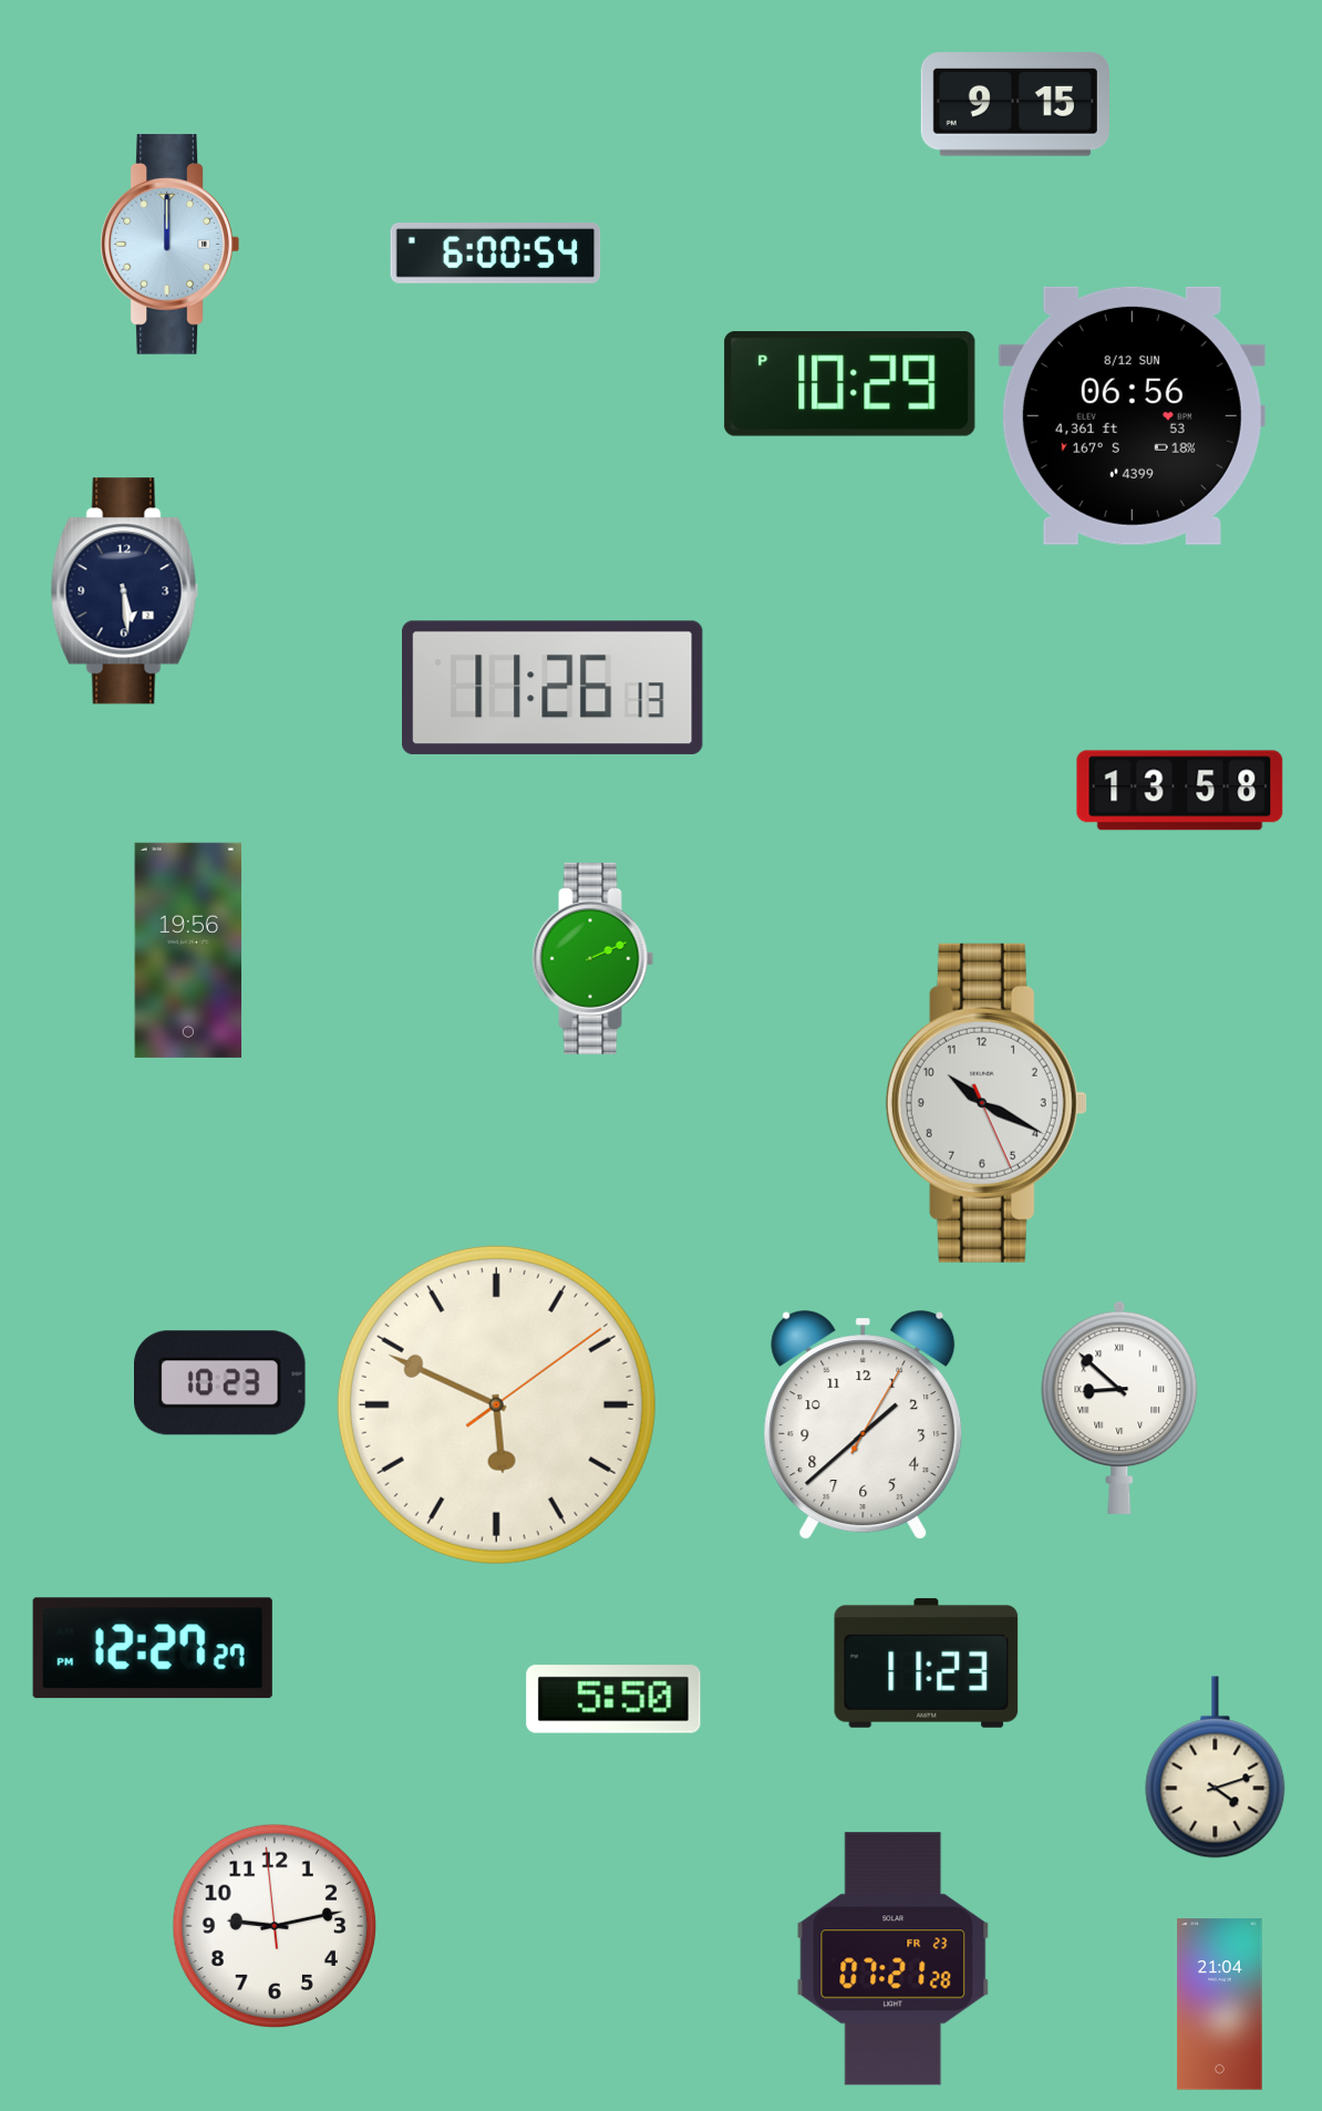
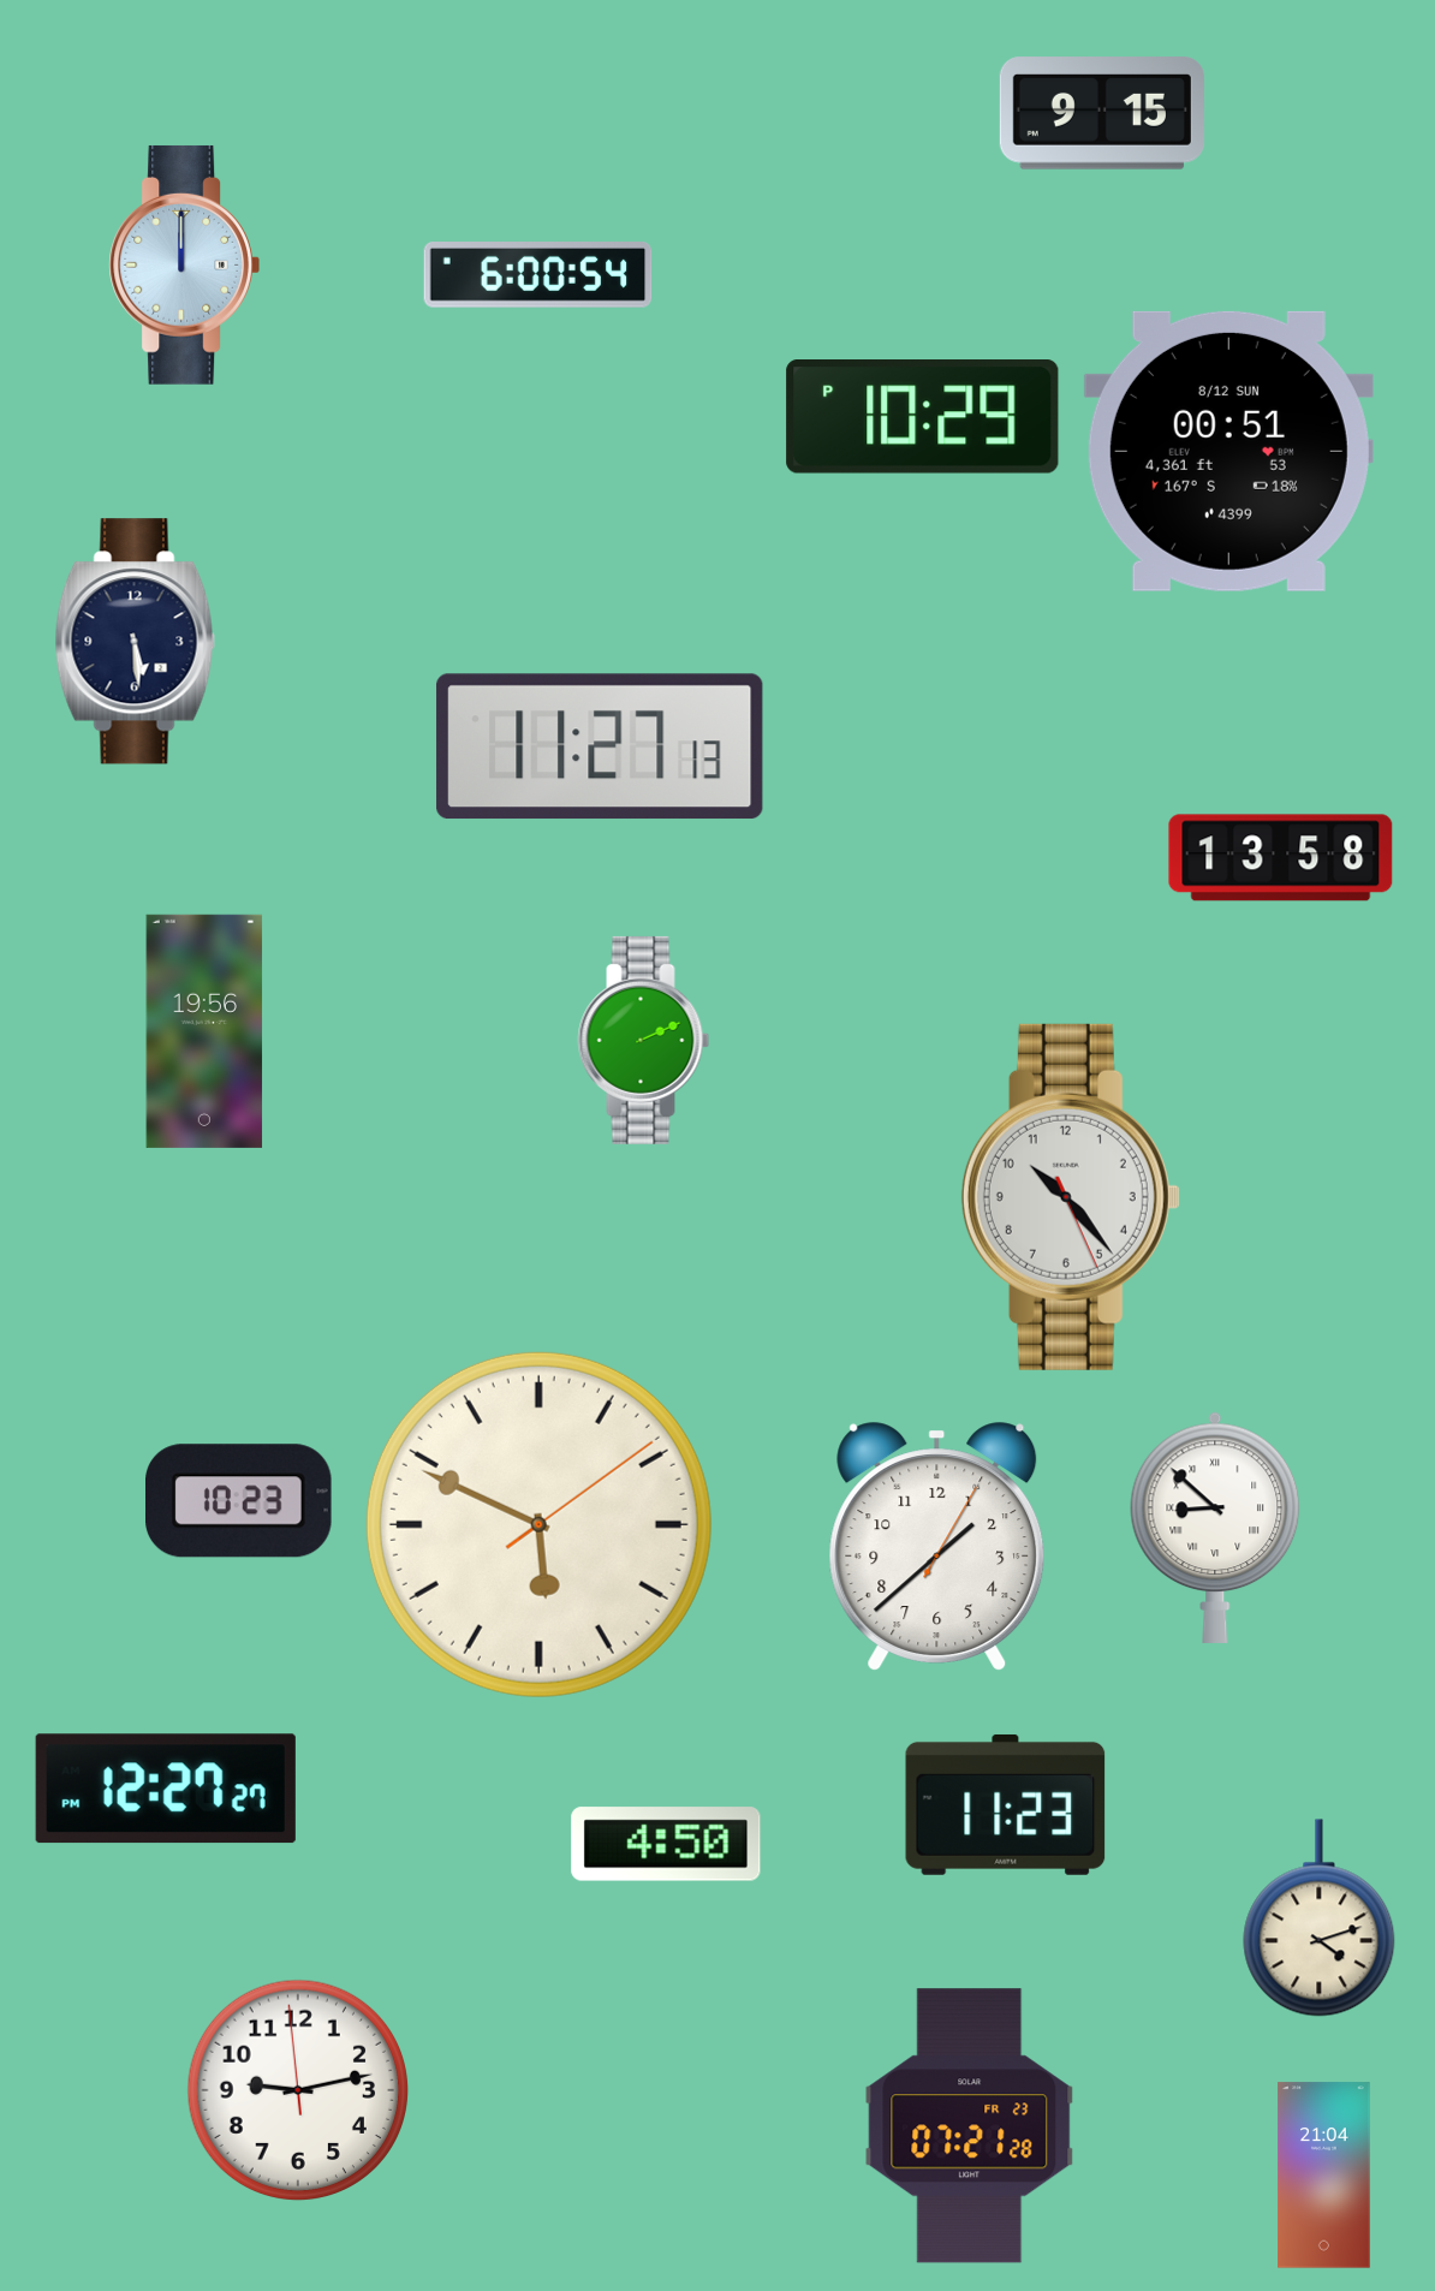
clock at (1132, 415): 06:56 -> 00:51
clock at (552, 688): 11:26 -> 11:27
clock at (987, 1103): 10:19 -> 10:23
clock at (613, 1699): 5:50 -> 4:50
